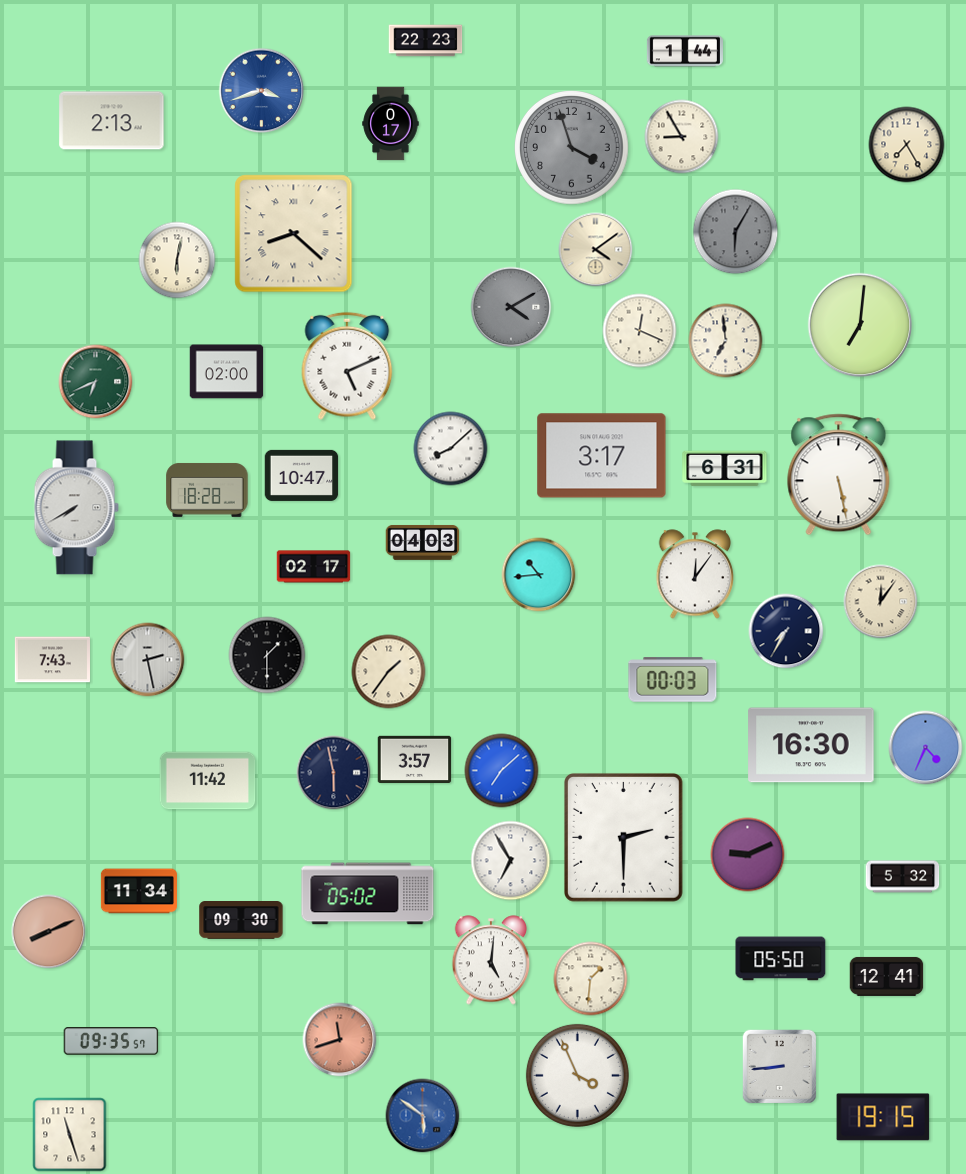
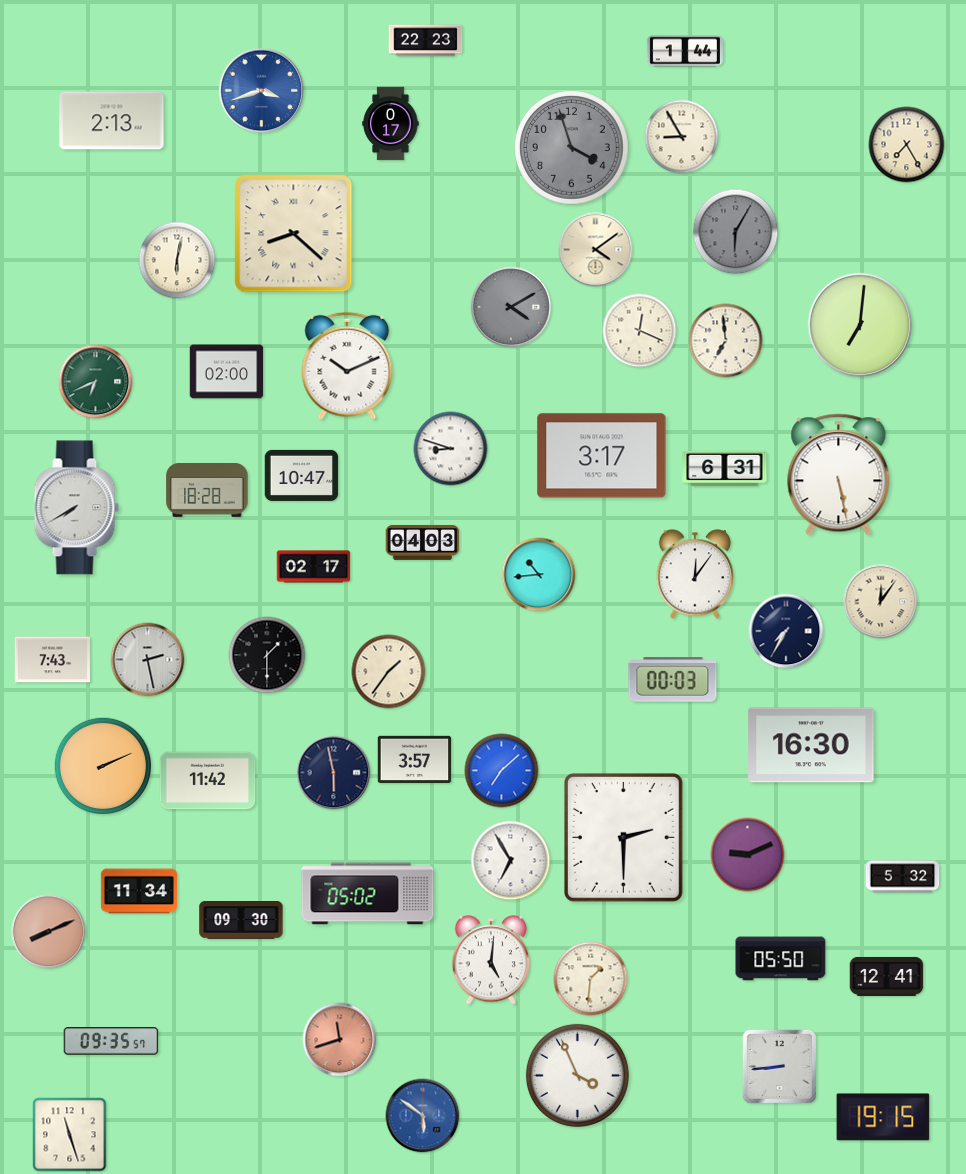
clock at (347, 366): 5:11 -> 10:11
clock at (451, 449): 8:08 -> 8:48
clock at (926, 748): 4:34 -> none
clock at (102, 765): none -> 2:11
